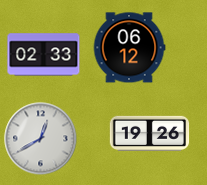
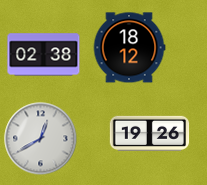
clock at (129, 48): 06:12 -> 18:12
clock at (44, 55): 02:33 -> 02:38
